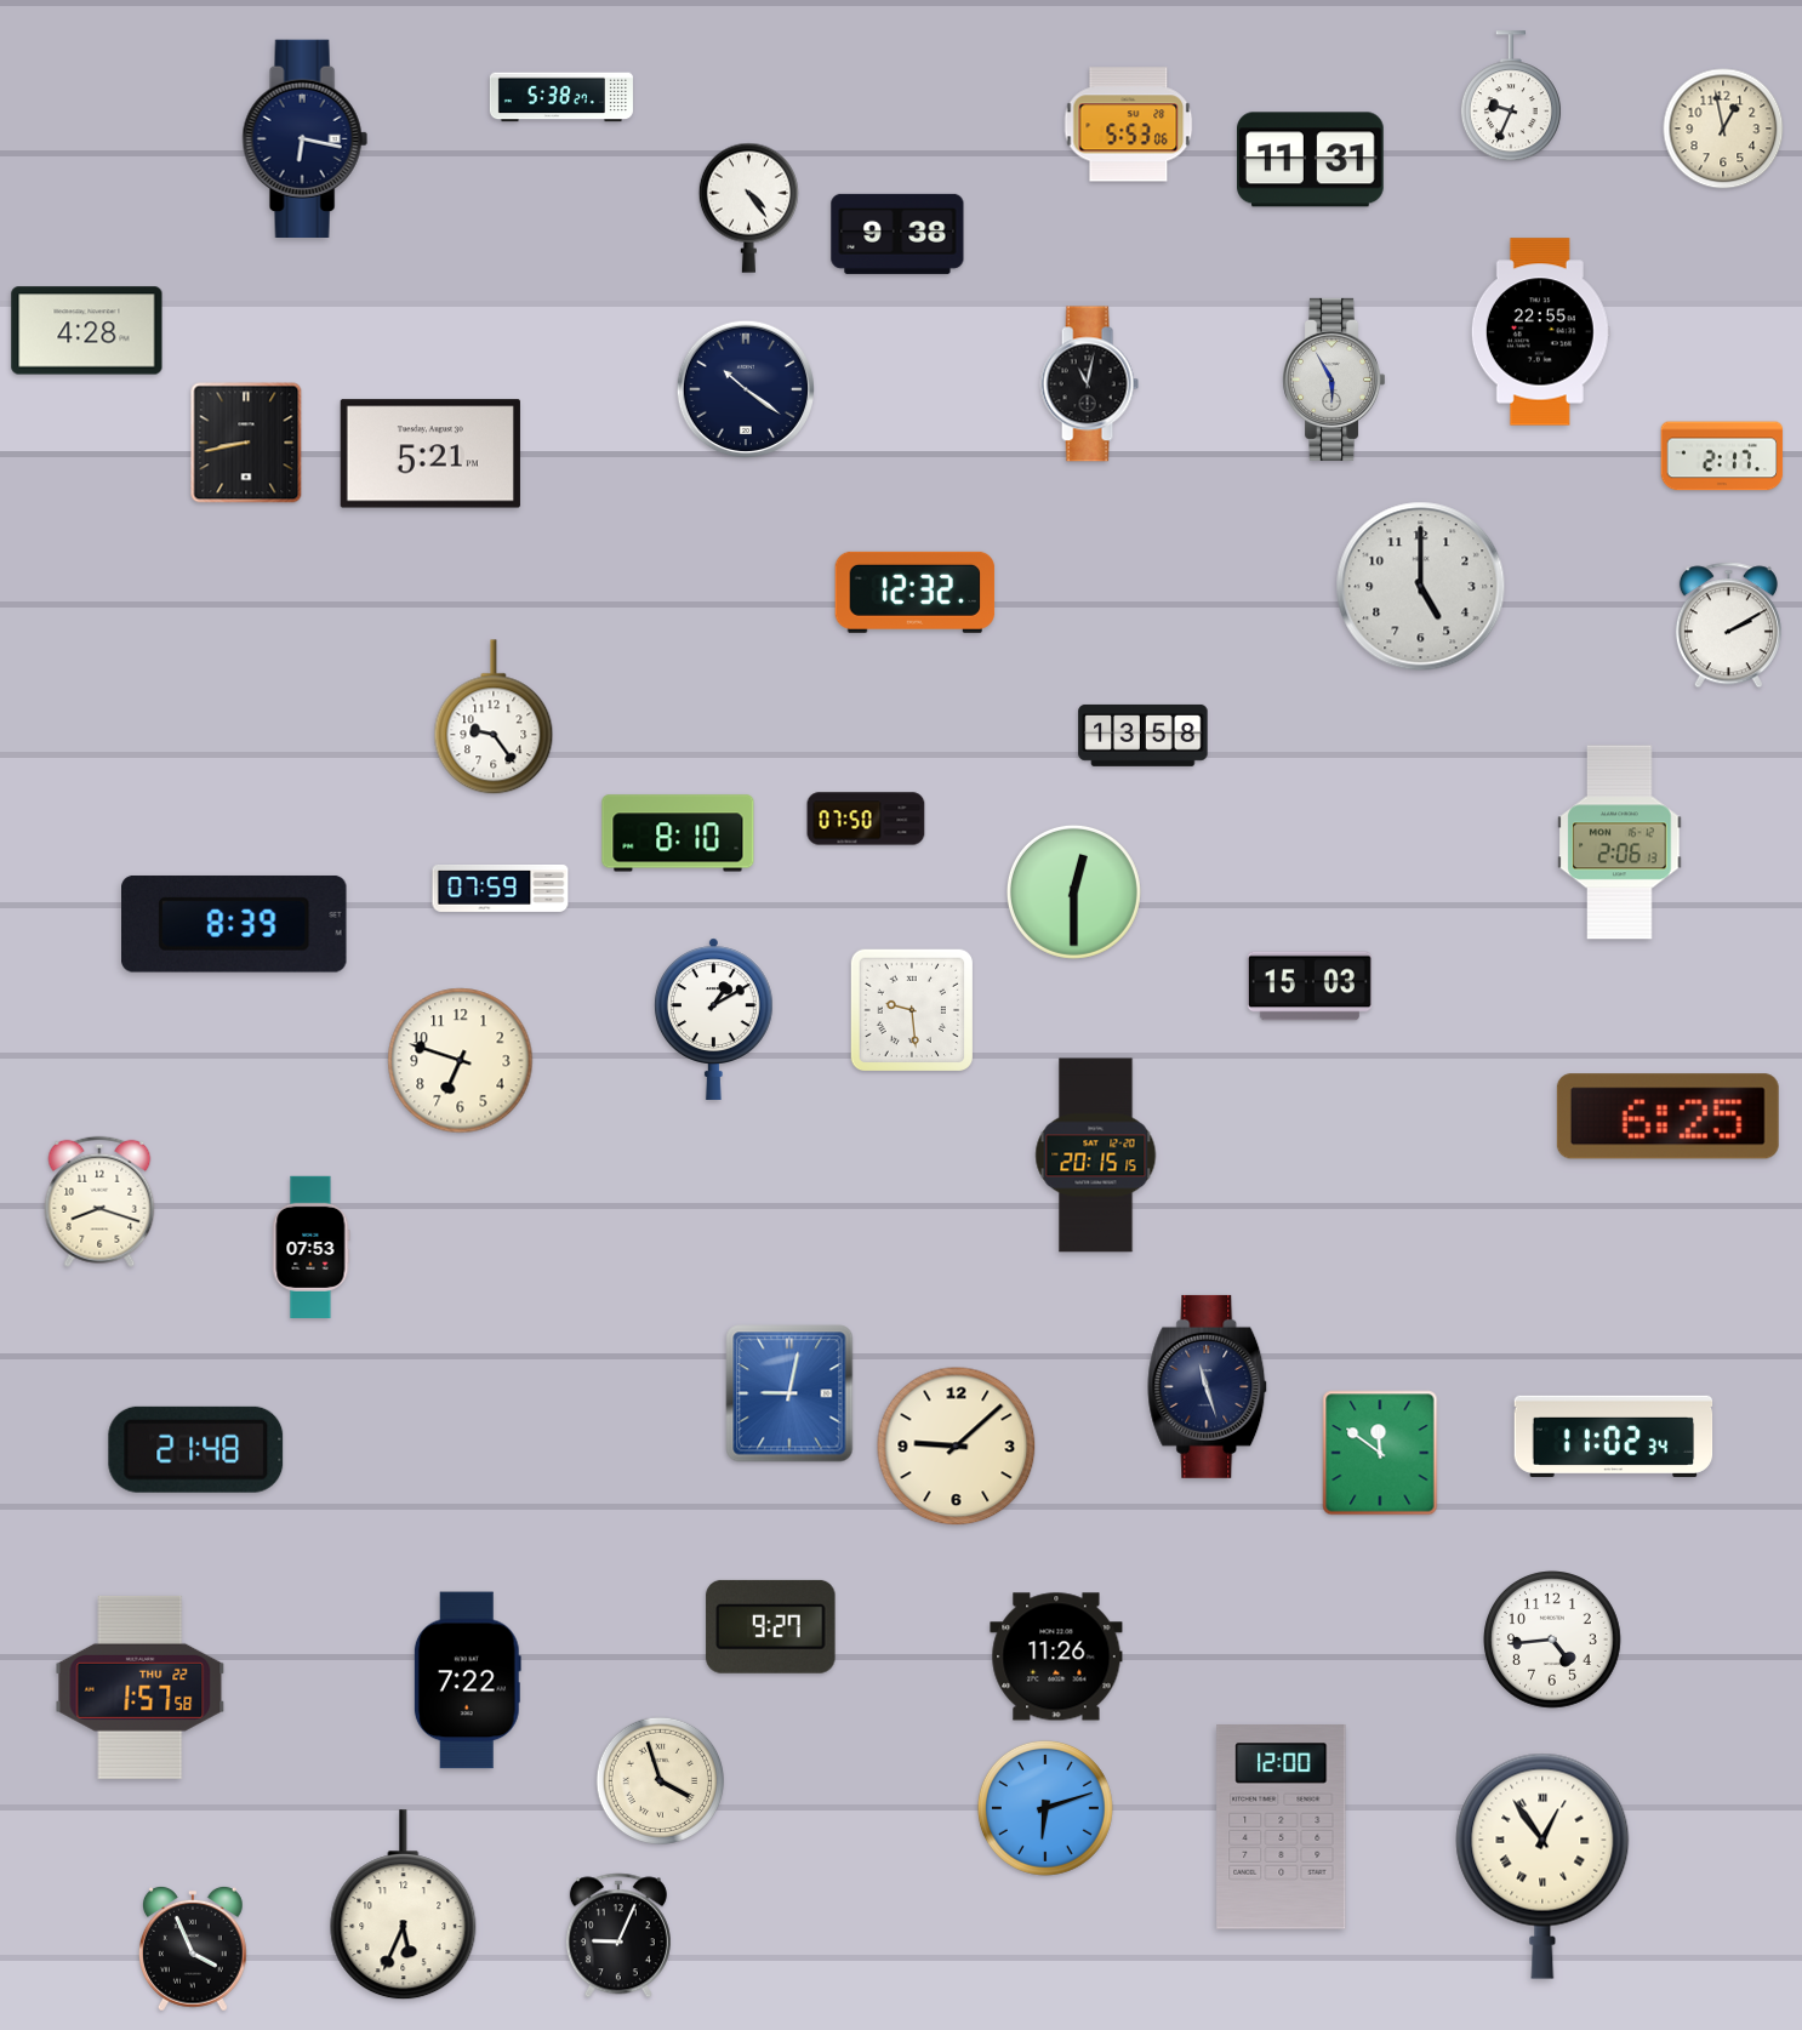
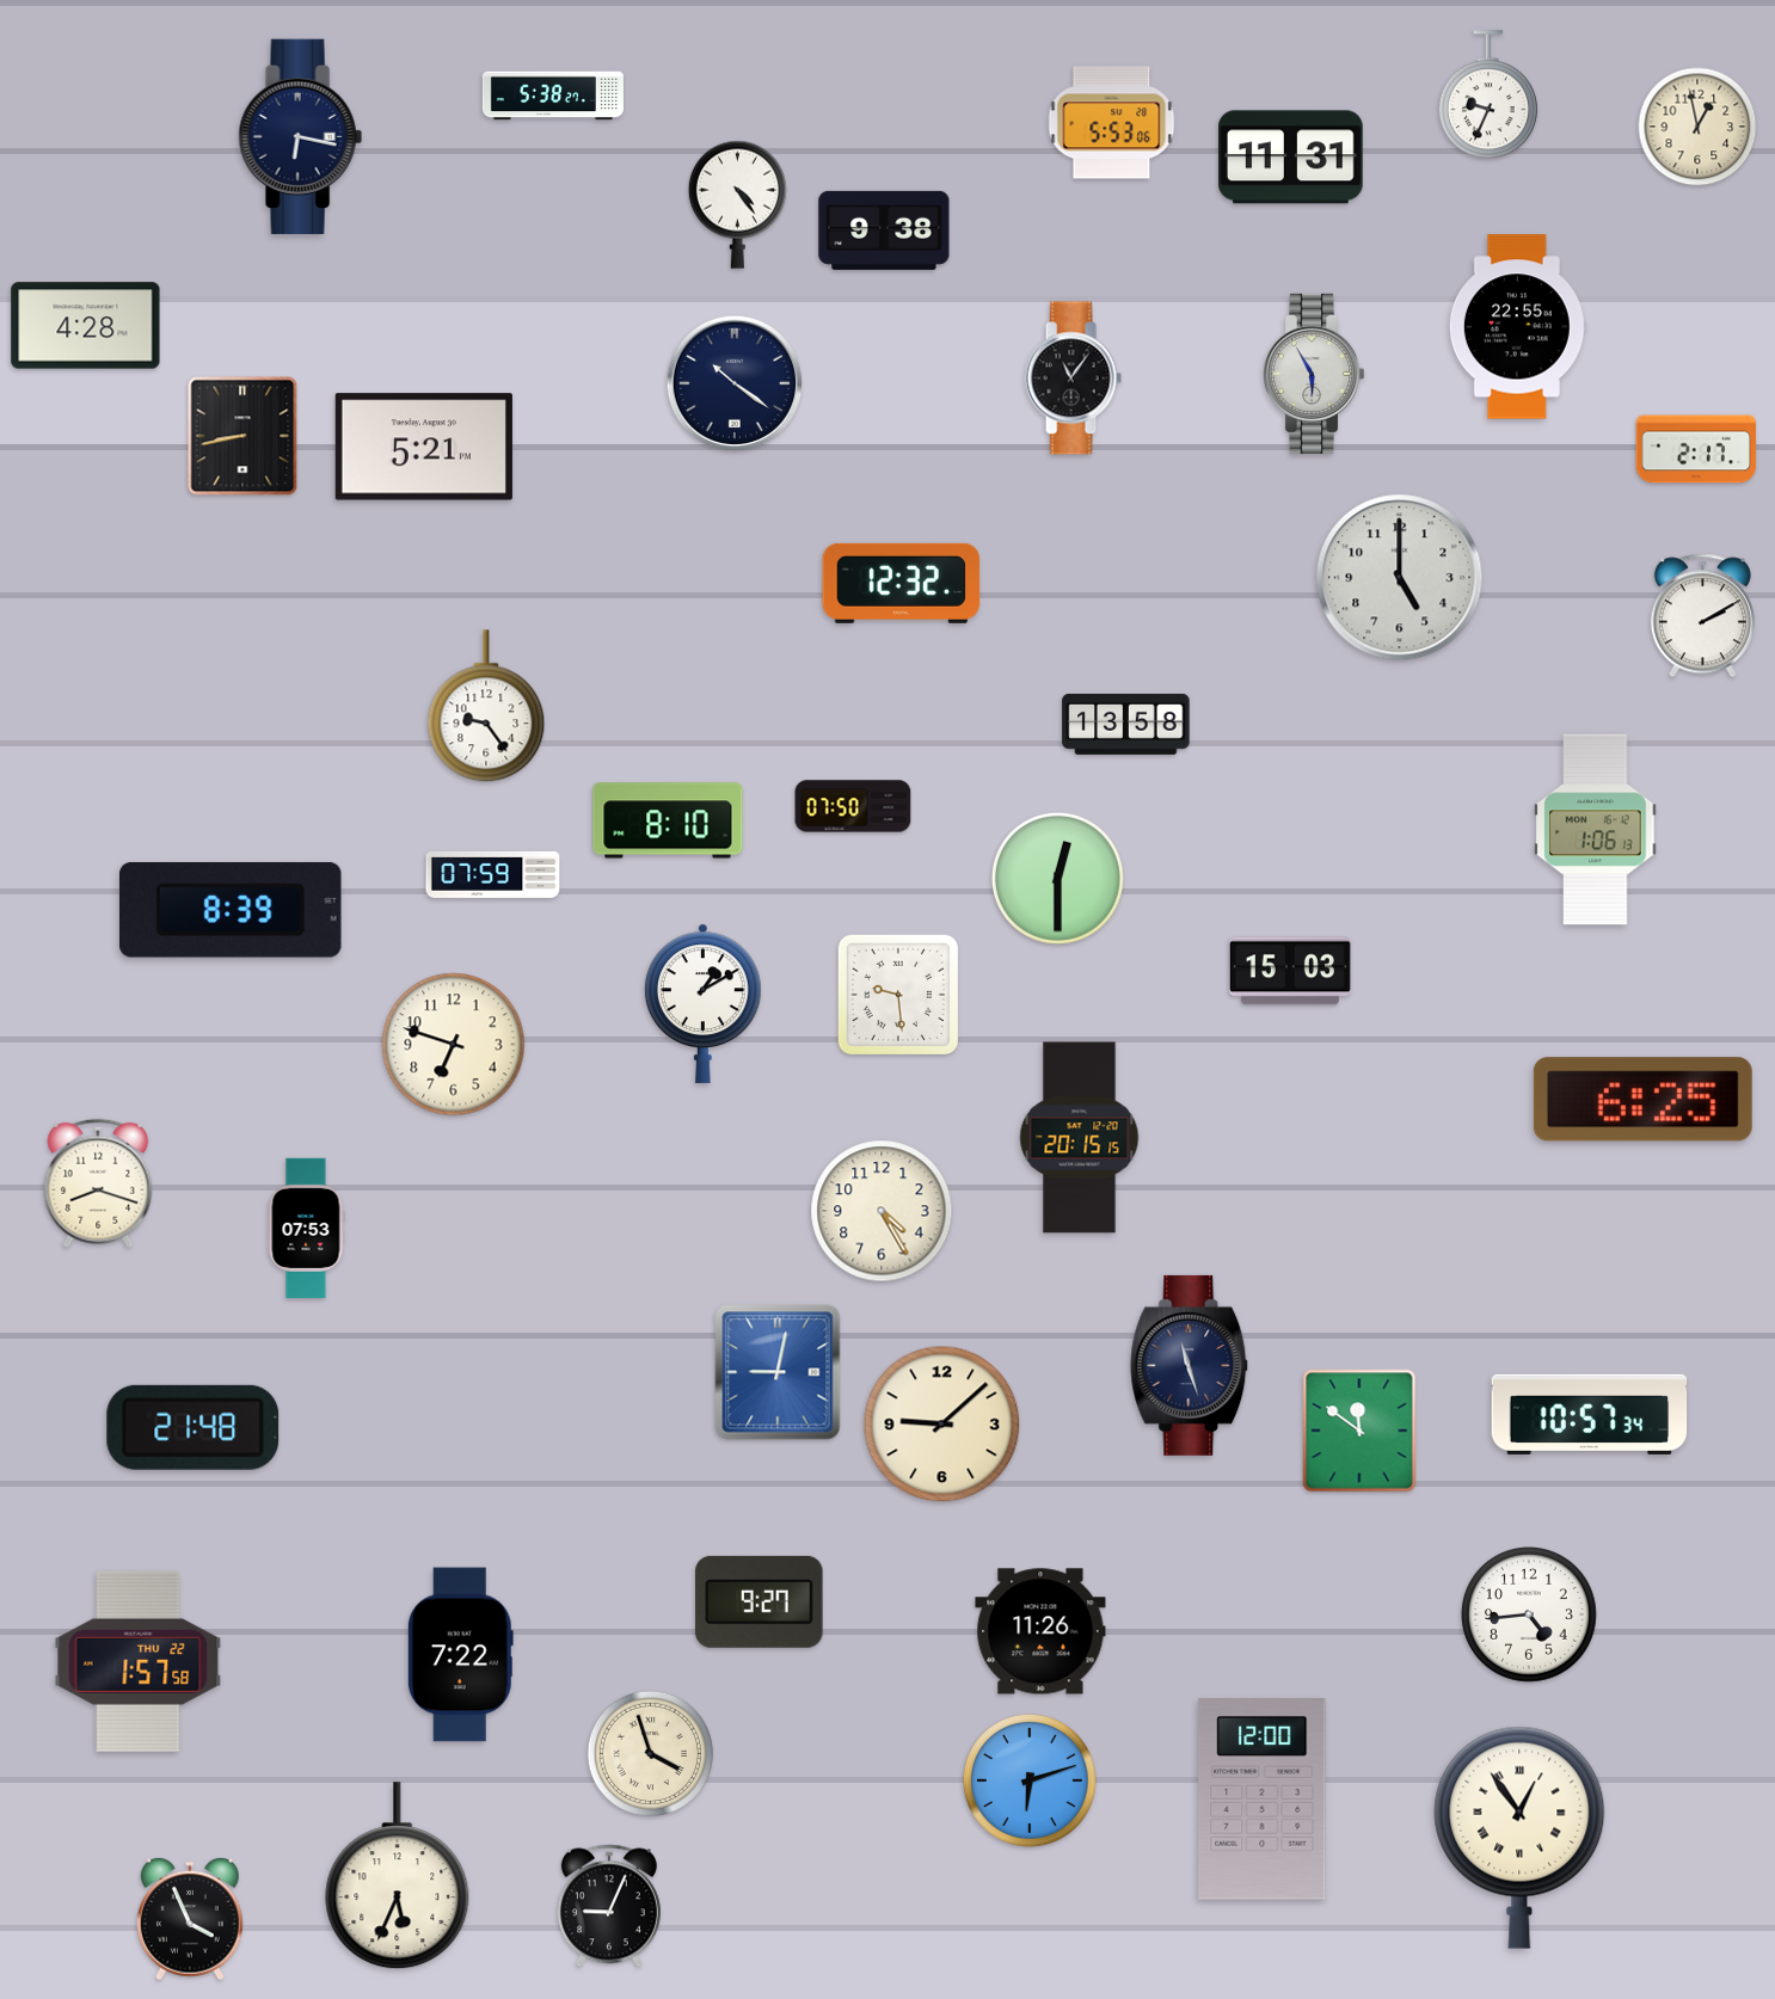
clock at (1089, 384): 11:02 -> 11:06
clock at (1620, 843): 2:06 -> 1:06
clock at (882, 1211): none -> 4:25
clock at (1614, 1436): 11:02 -> 10:57
